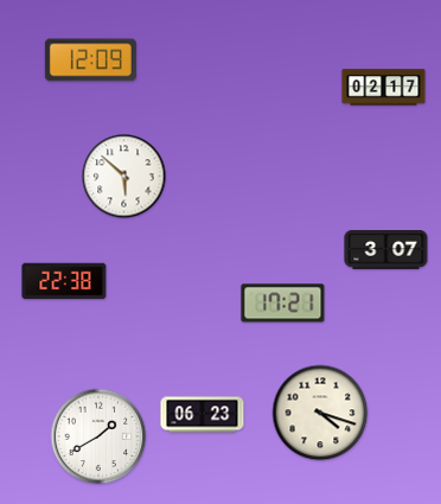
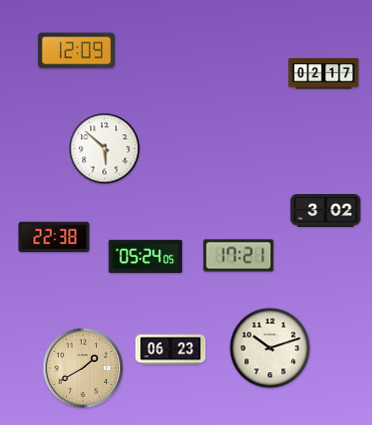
clock at (386, 250): 3:07 -> 3:02
clock at (146, 256): none -> 05:24
clock at (320, 413): 4:18 -> 10:12
clock at (98, 436) dial: white -> champagne
